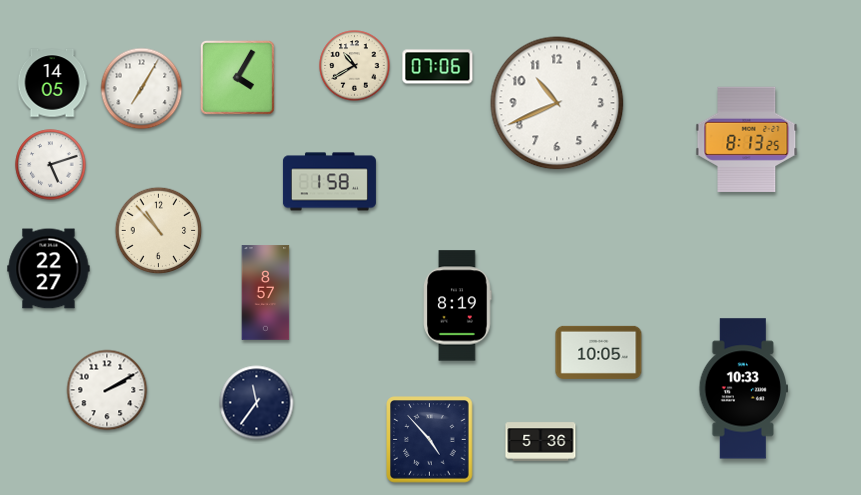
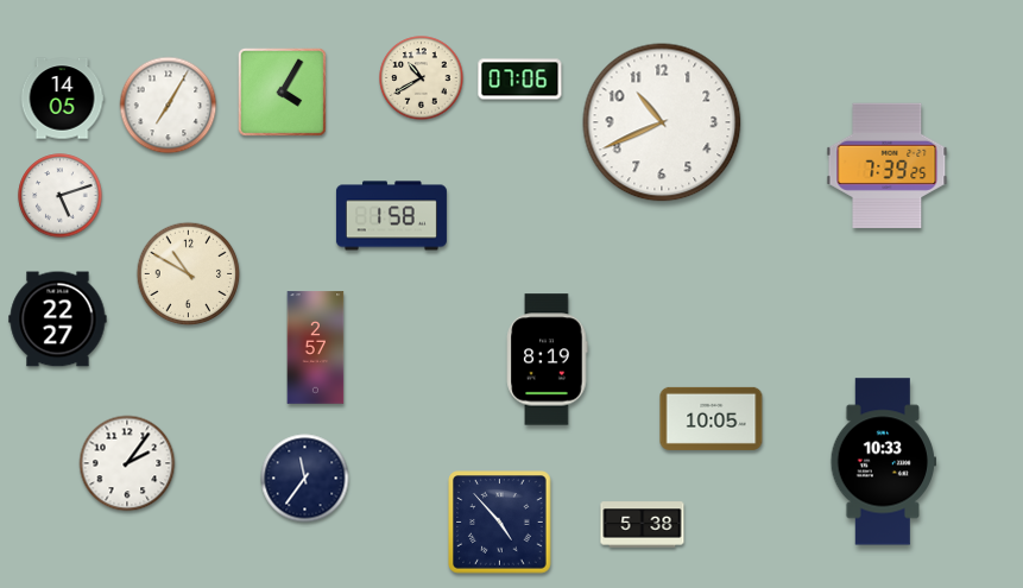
clock at (747, 139): 8:13 -> 7:39
clock at (159, 231): 10:53 -> 10:50
clock at (266, 293): 8:57 -> 2:57
clock at (458, 306) position: (458, 306) -> (548, 360)
clock at (107, 390): 2:10 -> 2:06
clock at (430, 440) position: (430, 440) -> (500, 523)
clock at (541, 442): 5:36 -> 5:38
